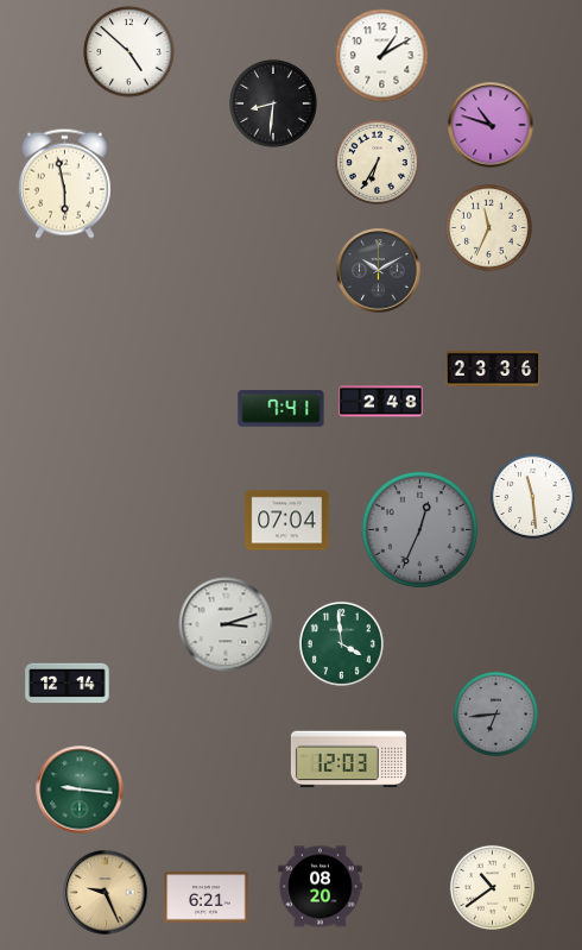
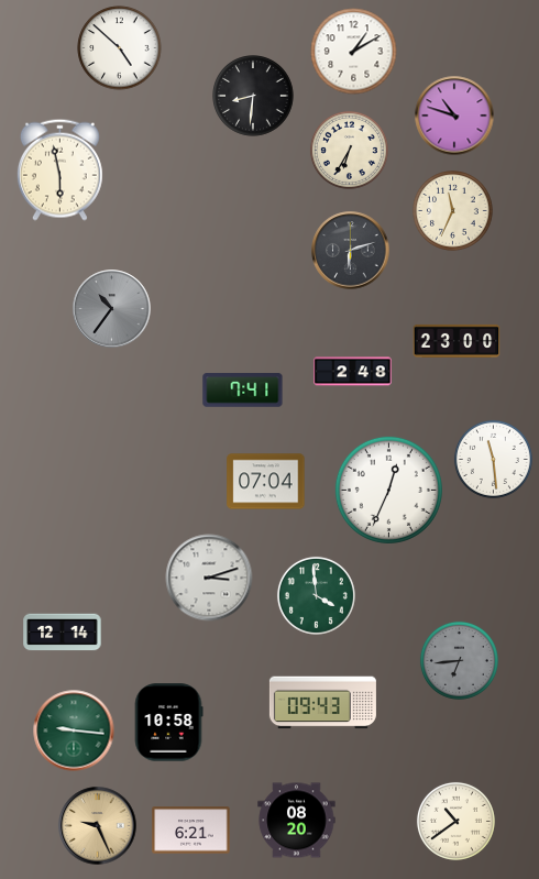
clock at (379, 271): 10:10 -> 6:12
clock at (112, 309): none -> 10:36
clock at (493, 369): 23:36 -> 23:00
clock at (281, 409) position: (281, 409) -> (243, 391)
clock at (419, 529) dial: grey -> white
clock at (348, 760): 12:03 -> 09:43
clock at (168, 723): none -> 10:58
